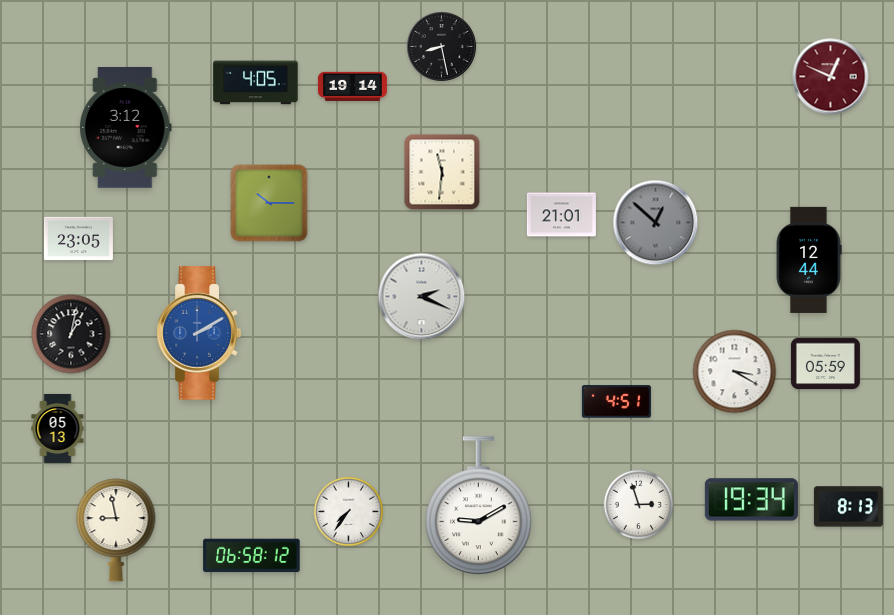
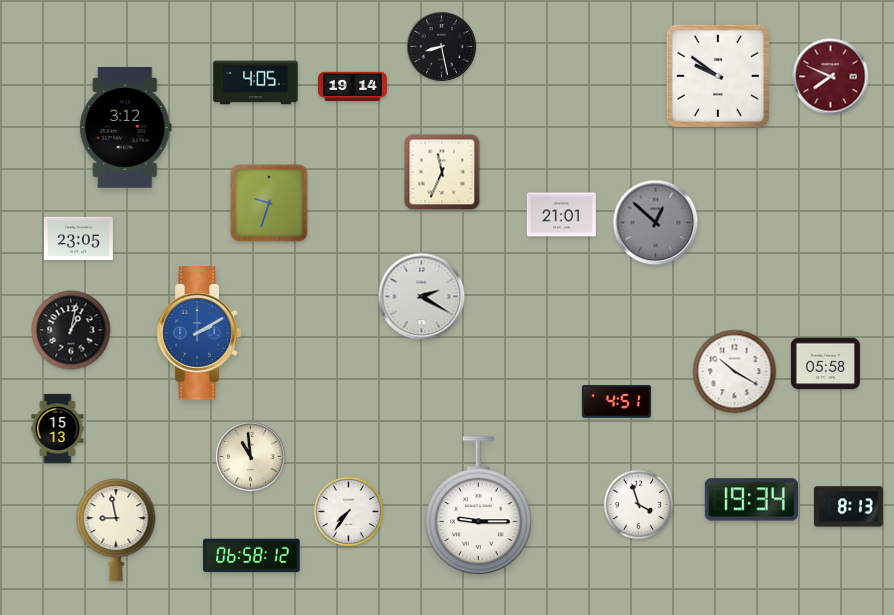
clock at (718, 76): none -> 9:51
clock at (831, 77): 12:49 -> 7:49
clock at (442, 172): 11:31 -> 11:34
clock at (269, 203): 10:15 -> 9:33
clock at (809, 260): 12:44 -> none
clock at (422, 297): 2:19 -> 2:20
clock at (71, 334) position: (71, 334) -> (71, 330)
clock at (825, 364): 05:59 -> 05:58
clock at (735, 372): 3:20 -> 10:20
clock at (58, 428): 05:13 -> 15:13
clock at (251, 457): none -> 10:59
clock at (639, 505): 2:57 -> 3:57
clock at (479, 506): 9:10 -> 9:15
